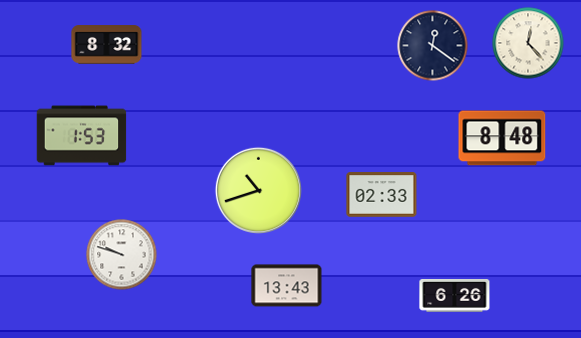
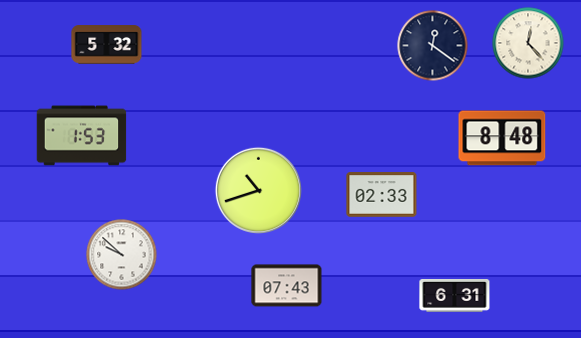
clock at (107, 45): 8:32 -> 5:32
clock at (122, 255): 9:48 -> 9:52
clock at (287, 286): 13:43 -> 07:43
clock at (455, 296): 6:26 -> 6:31
